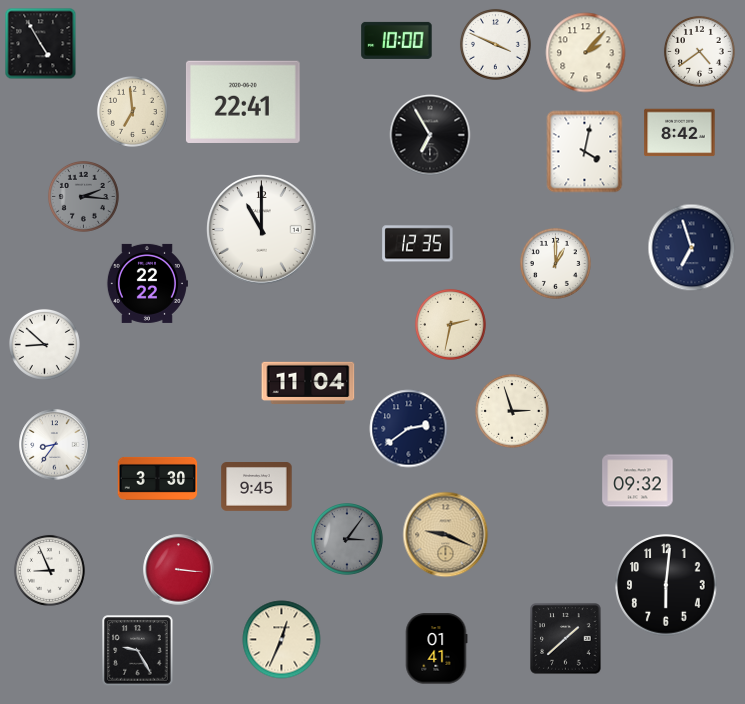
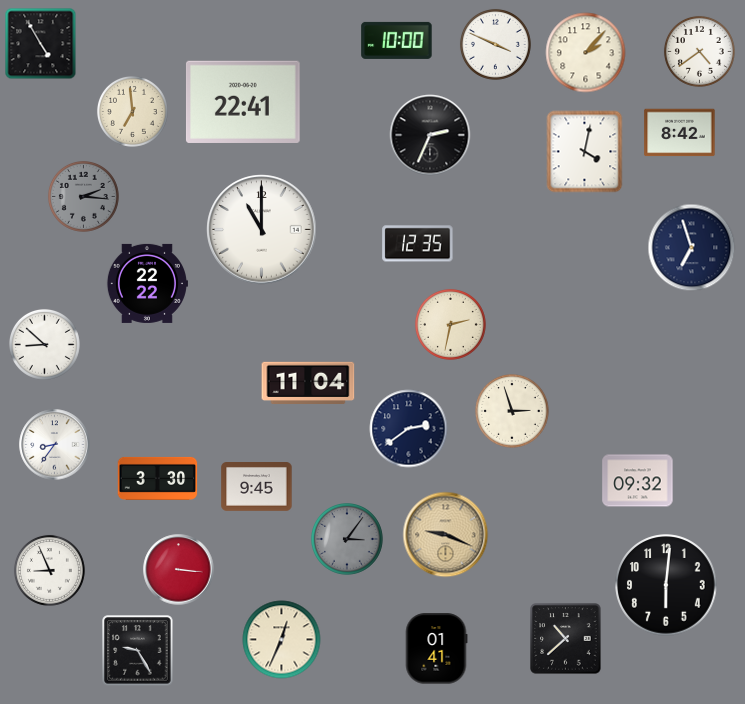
clock at (430, 135): 6:55 -> 2:34
clock at (555, 263): 1:00 -> none
clock at (566, 639): 1:38 -> 10:38
